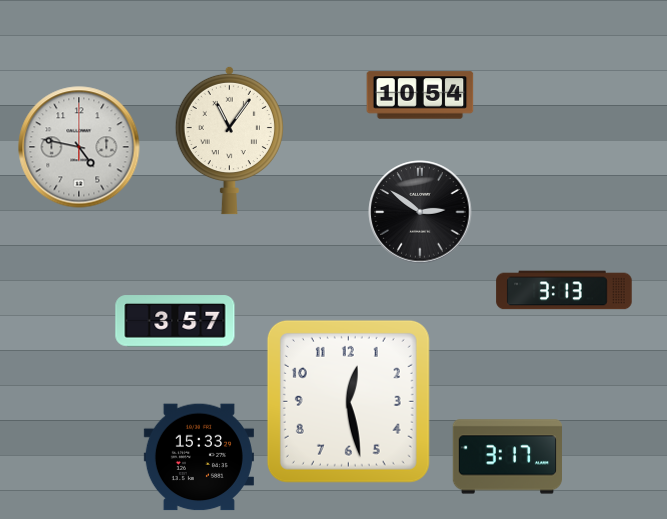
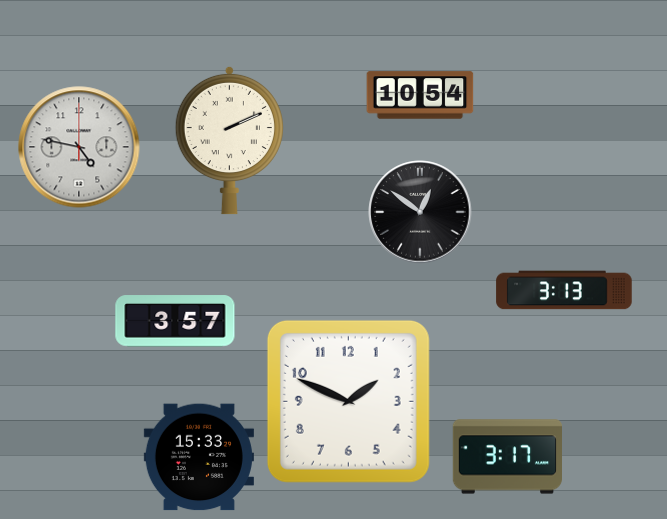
clock at (229, 140): 11:06 -> 2:11
clock at (420, 212): 2:51 -> 12:51
clock at (348, 401): 12:28 -> 1:49
